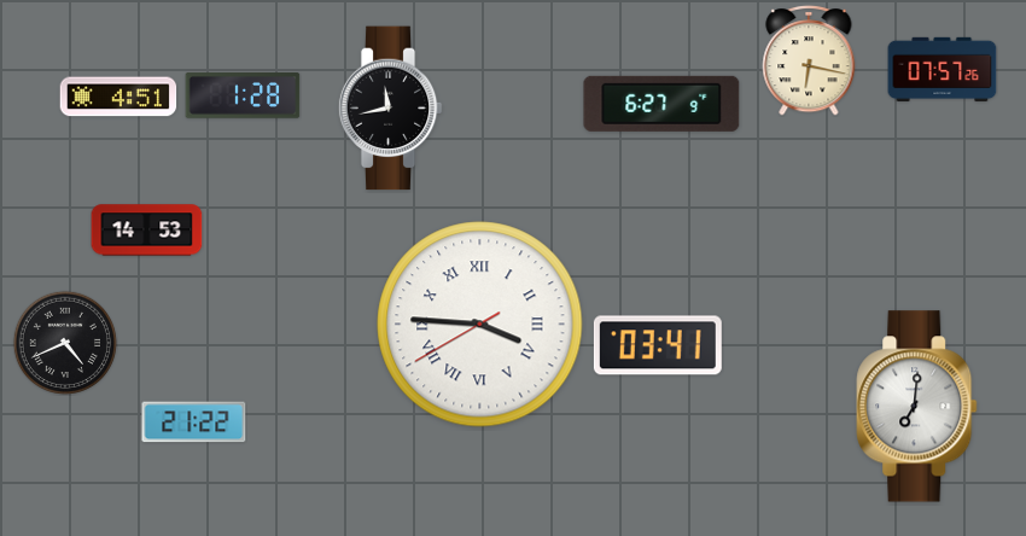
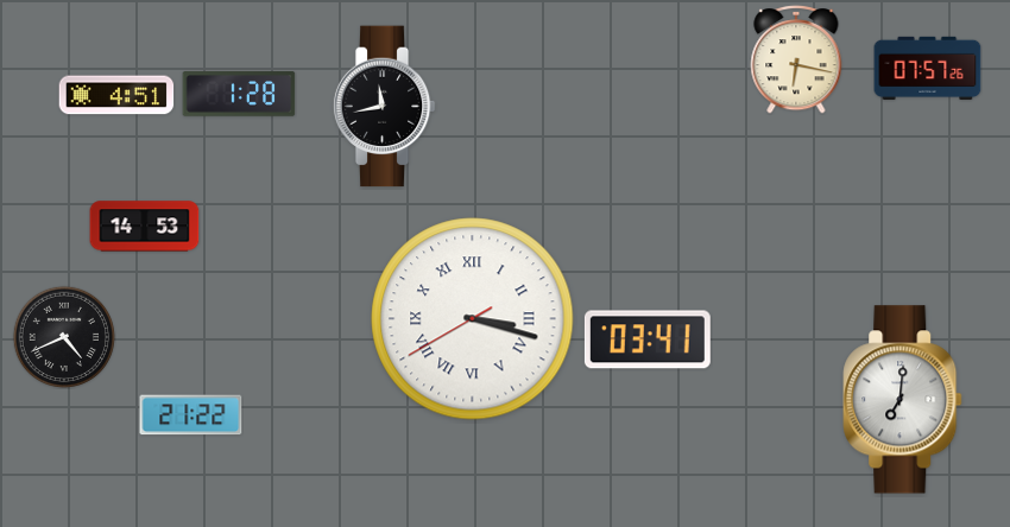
clock at (661, 104): 6:27 -> none
clock at (480, 325): 3:45 -> 3:17
